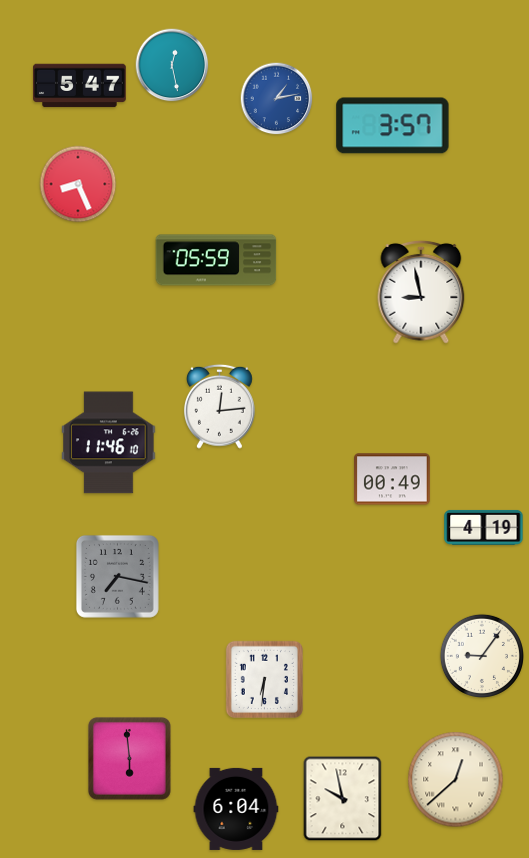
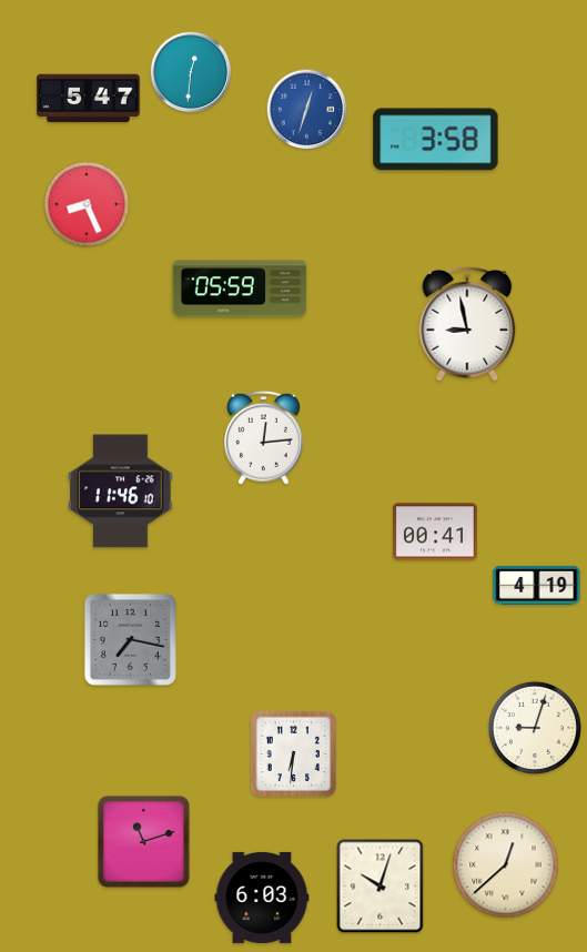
clock at (172, 65): 12:28 -> 12:31
clock at (80, 86) position: (80, 86) -> (89, 99)
clock at (277, 99): 1:13 -> 12:33
clock at (393, 126): 3:57 -> 3:58
clock at (219, 406) position: (219, 406) -> (263, 437)
clock at (393, 479): 00:49 -> 00:41
clock at (482, 656): 9:06 -> 9:03
clock at (129, 758): 5:59 -> 11:12
clock at (343, 799): 9:58 -> 10:03
clock at (236, 809): 6:04 -> 6:03
